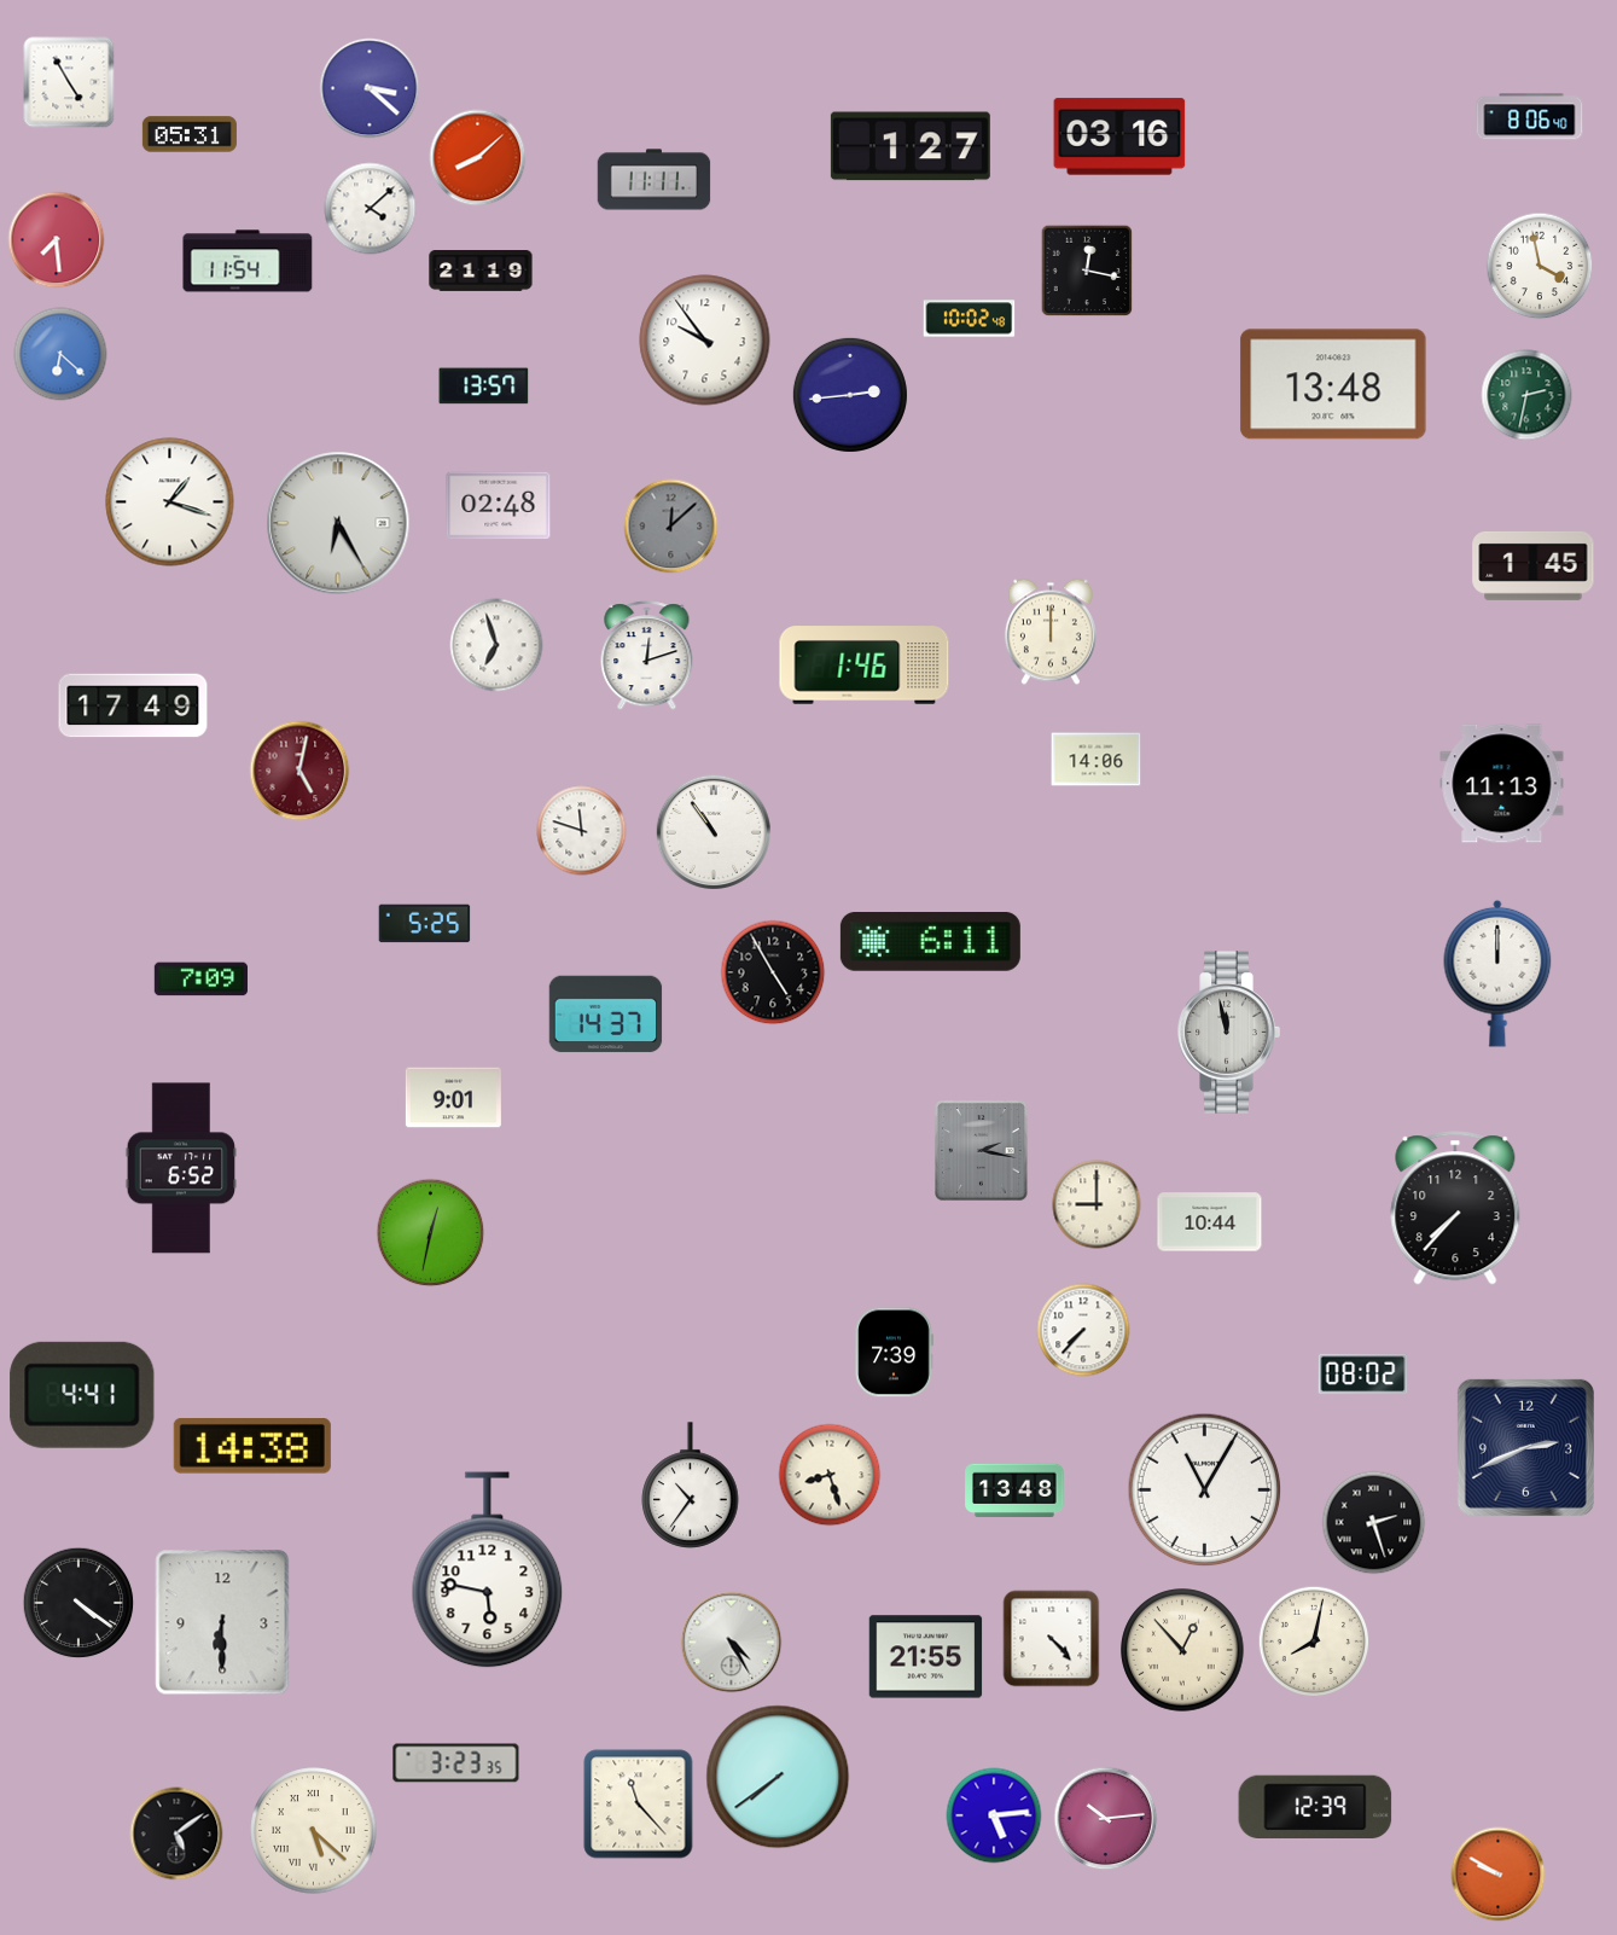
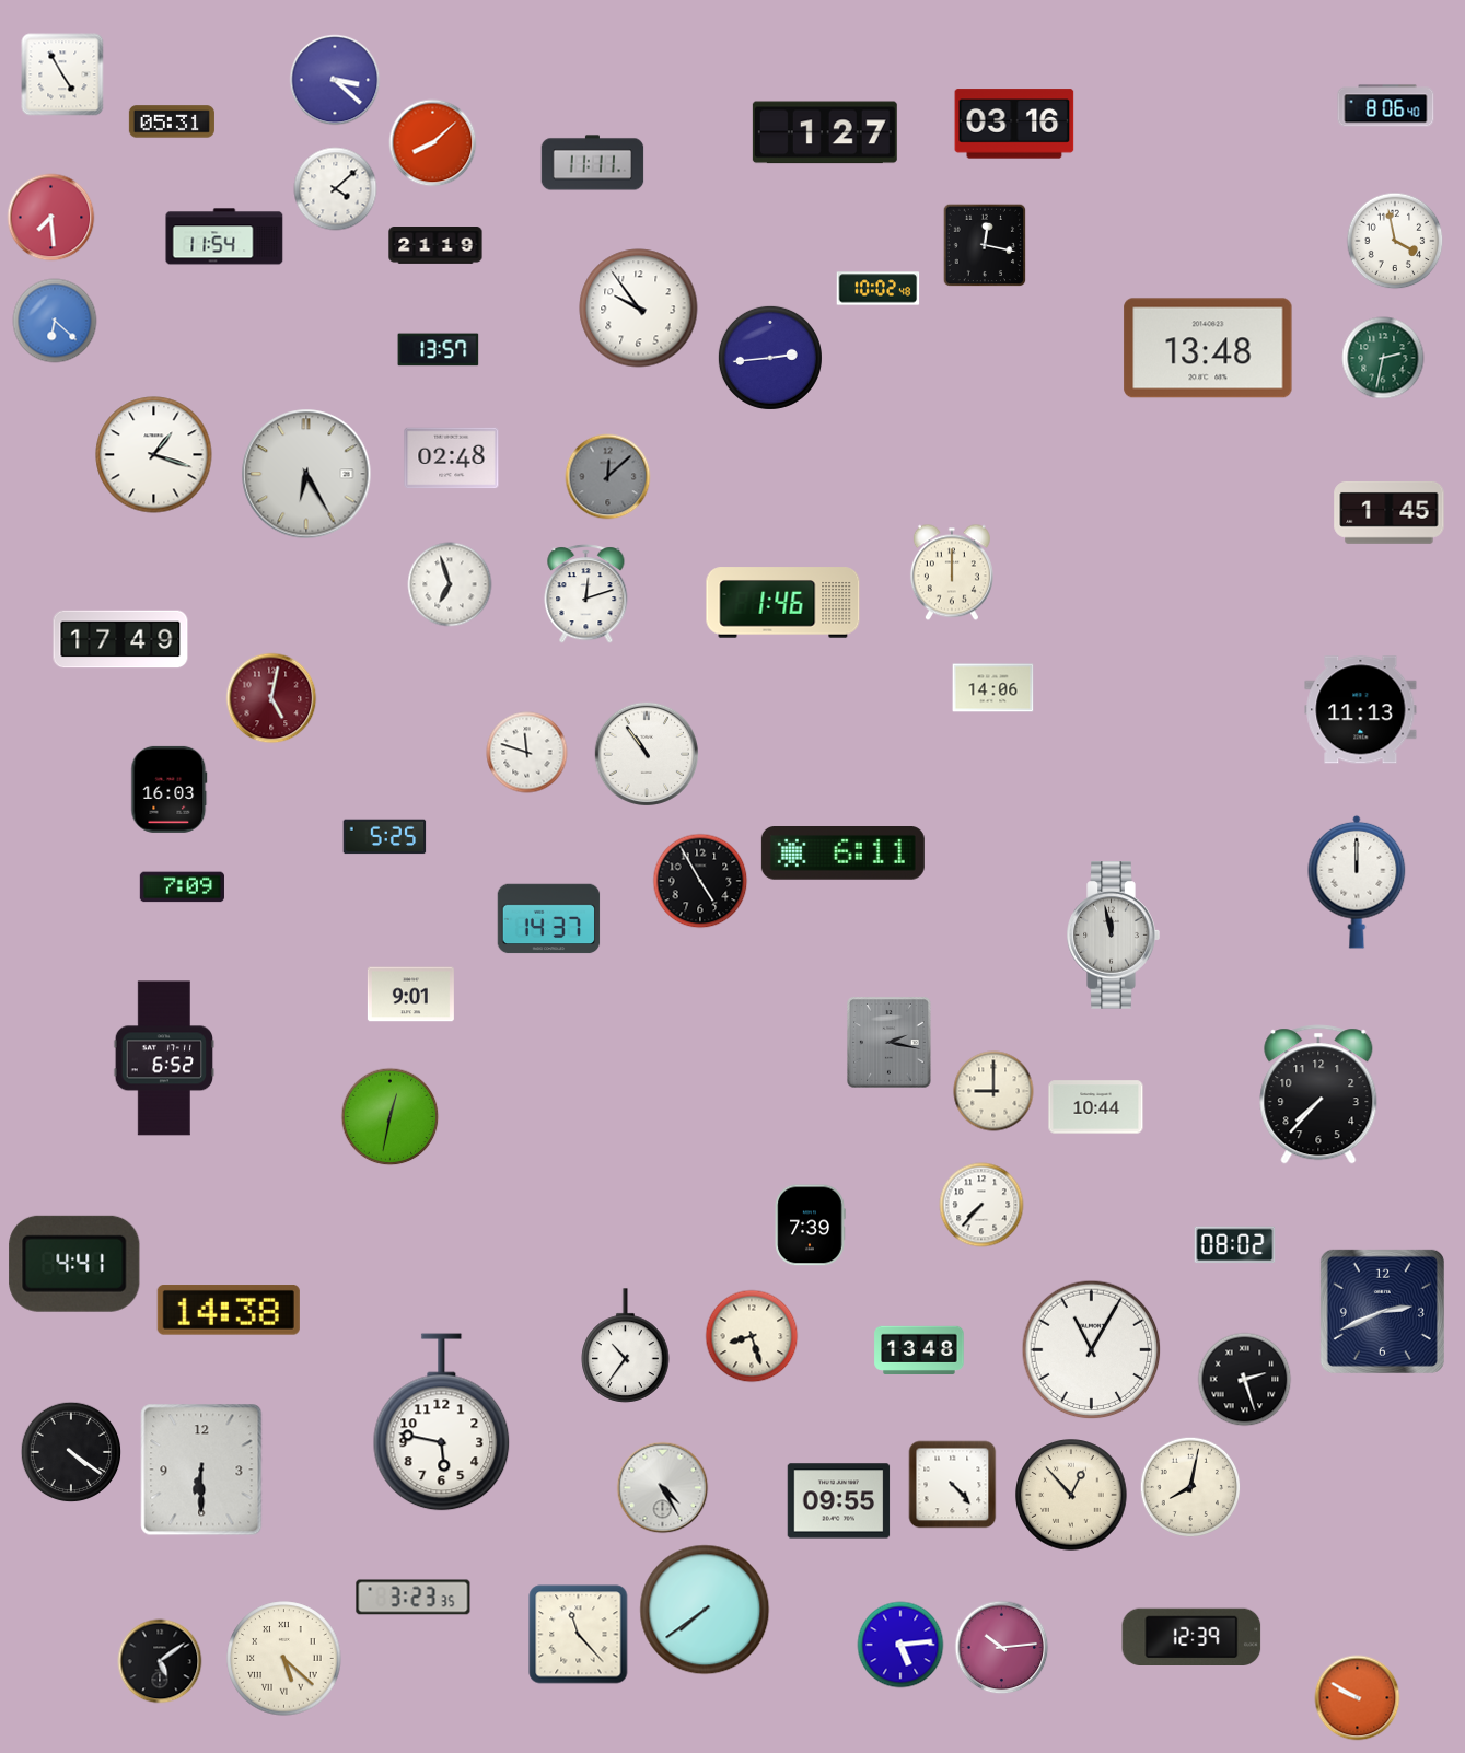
clock at (170, 789): none -> 16:03
clock at (926, 1657): 21:55 -> 09:55
